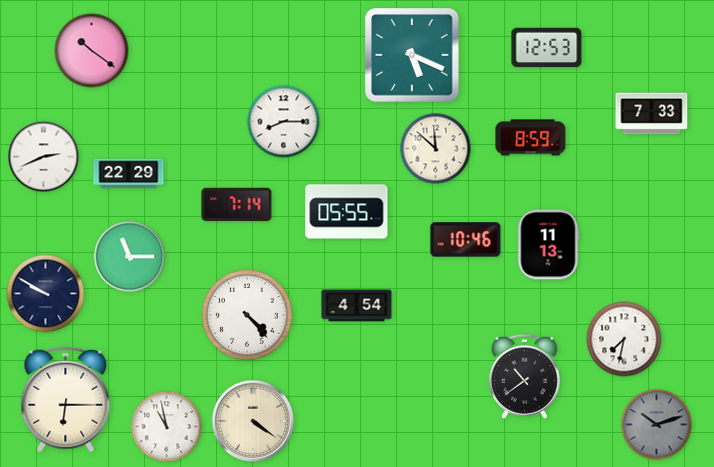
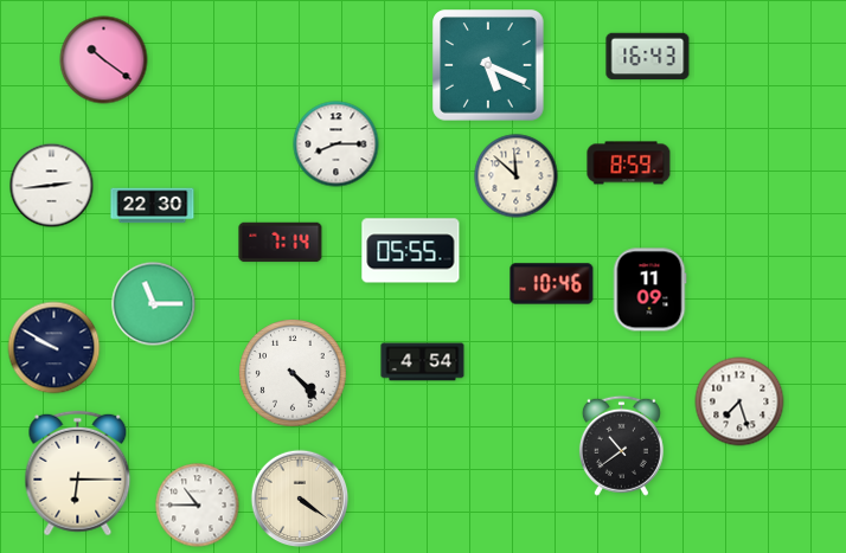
clock at (547, 48): 12:53 -> 16:43
clock at (92, 51) position: (92, 51) -> (104, 60)
clock at (652, 114): 7:33 -> none
clock at (44, 157): 2:41 -> 2:44
clock at (129, 174): 22:29 -> 22:30
clock at (548, 245): 11:13 -> 11:09
clock at (624, 339): 7:32 -> 7:27
clock at (657, 425): 10:12 -> none
clock at (167, 427): 10:58 -> 10:45
